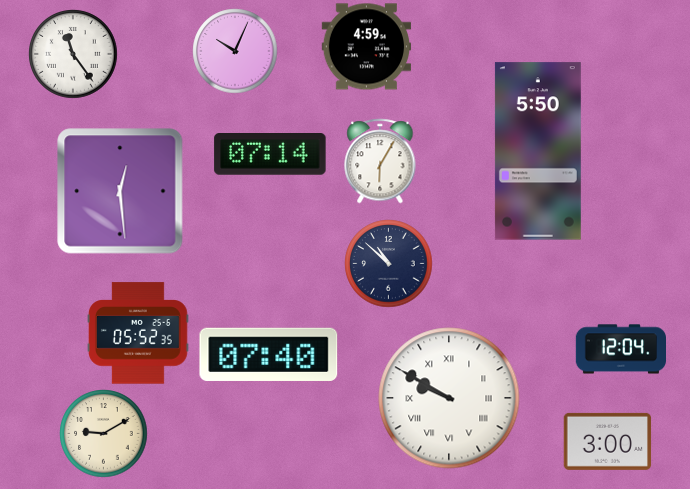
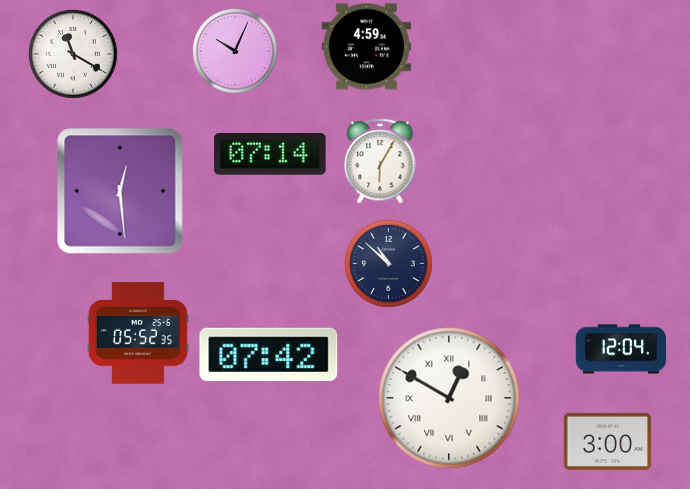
clock at (73, 54): 11:24 -> 11:20
clock at (538, 151): 5:50 -> none
clock at (269, 354): 07:40 -> 07:42
clock at (449, 398): 9:50 -> 12:50
clock at (103, 433): 9:10 -> none
